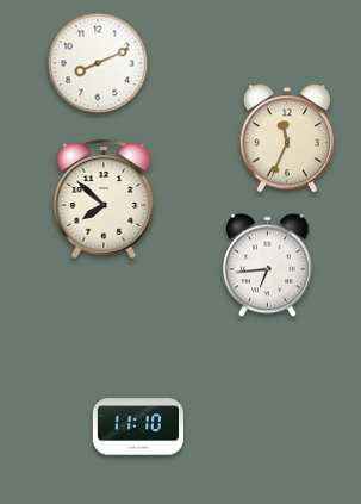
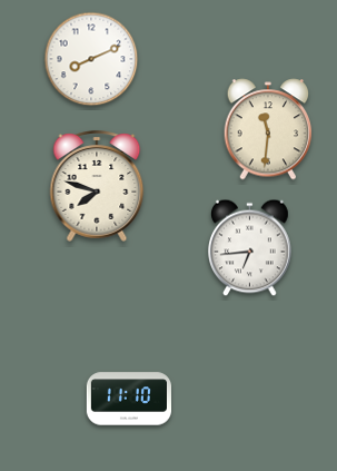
clock at (287, 138): 11:34 -> 11:31
clock at (104, 199): 7:52 -> 7:48
